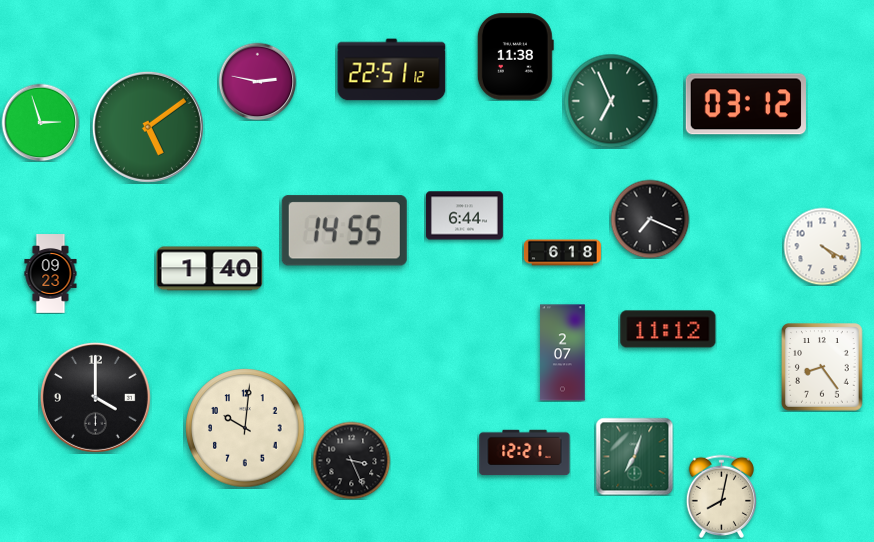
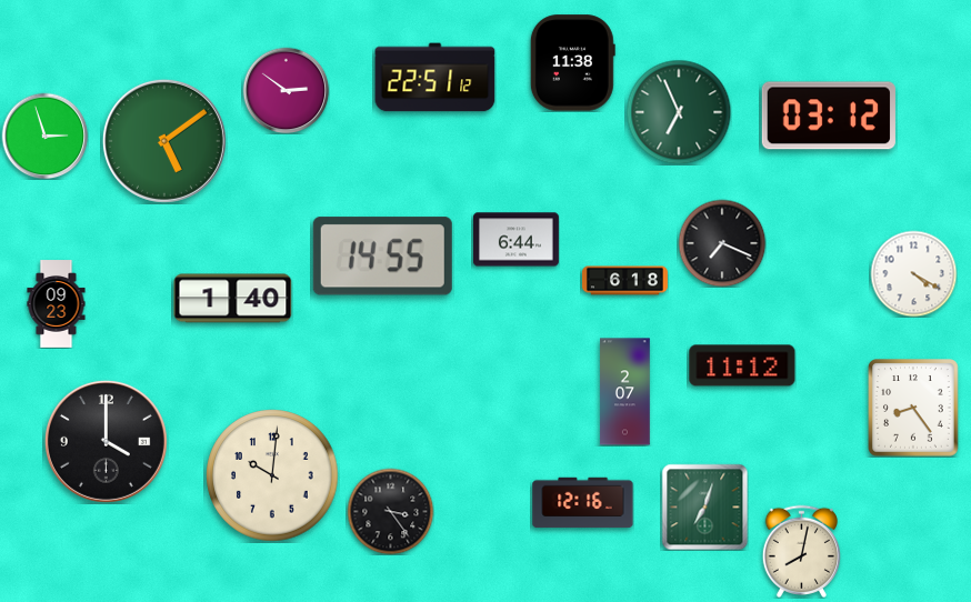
clock at (257, 81): 2:47 -> 2:51
clock at (525, 453): 12:21 -> 12:16
clock at (351, 460): 3:26 -> 3:24
